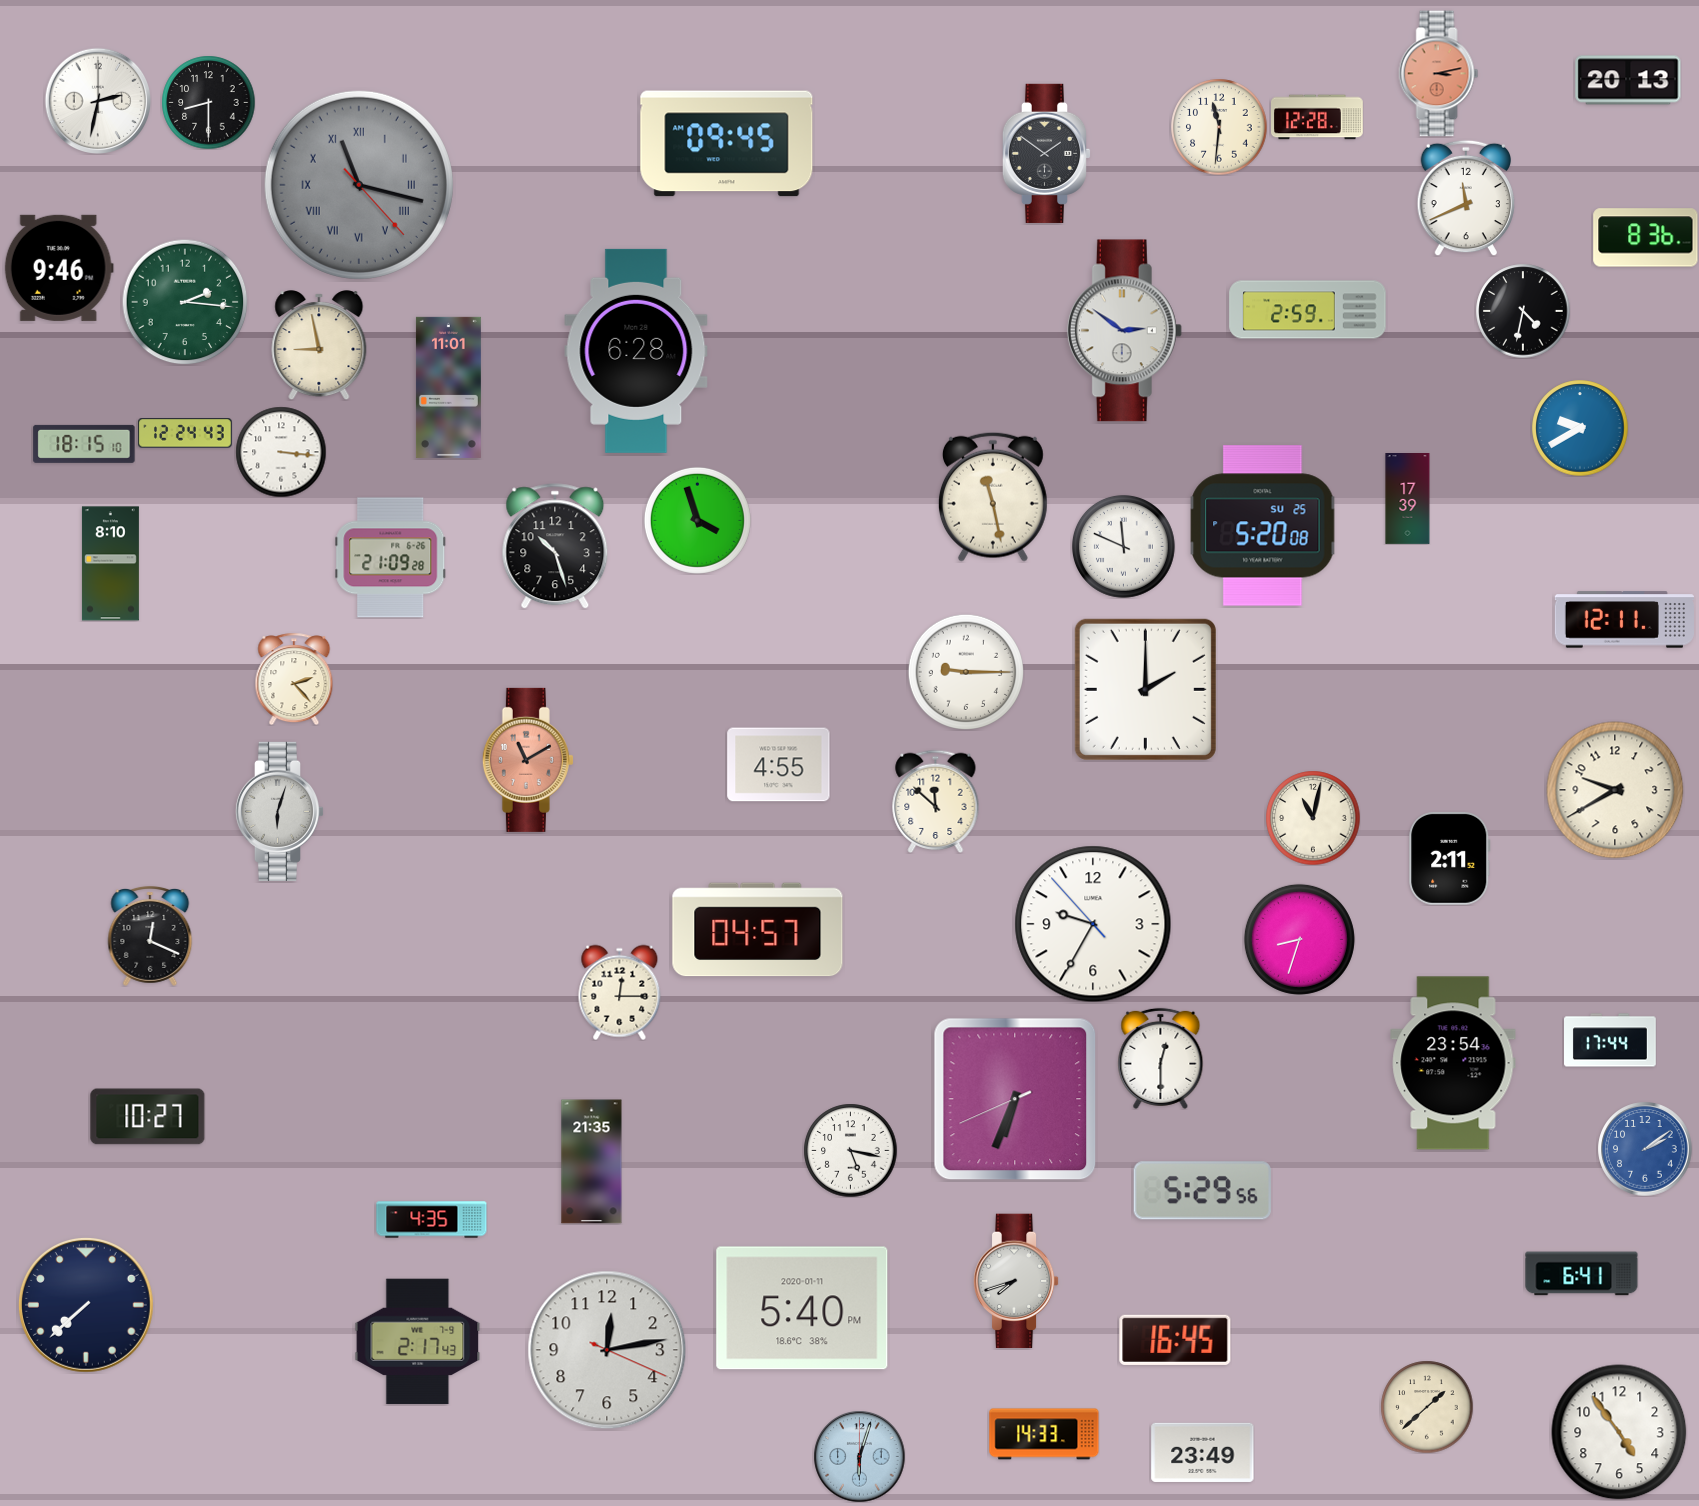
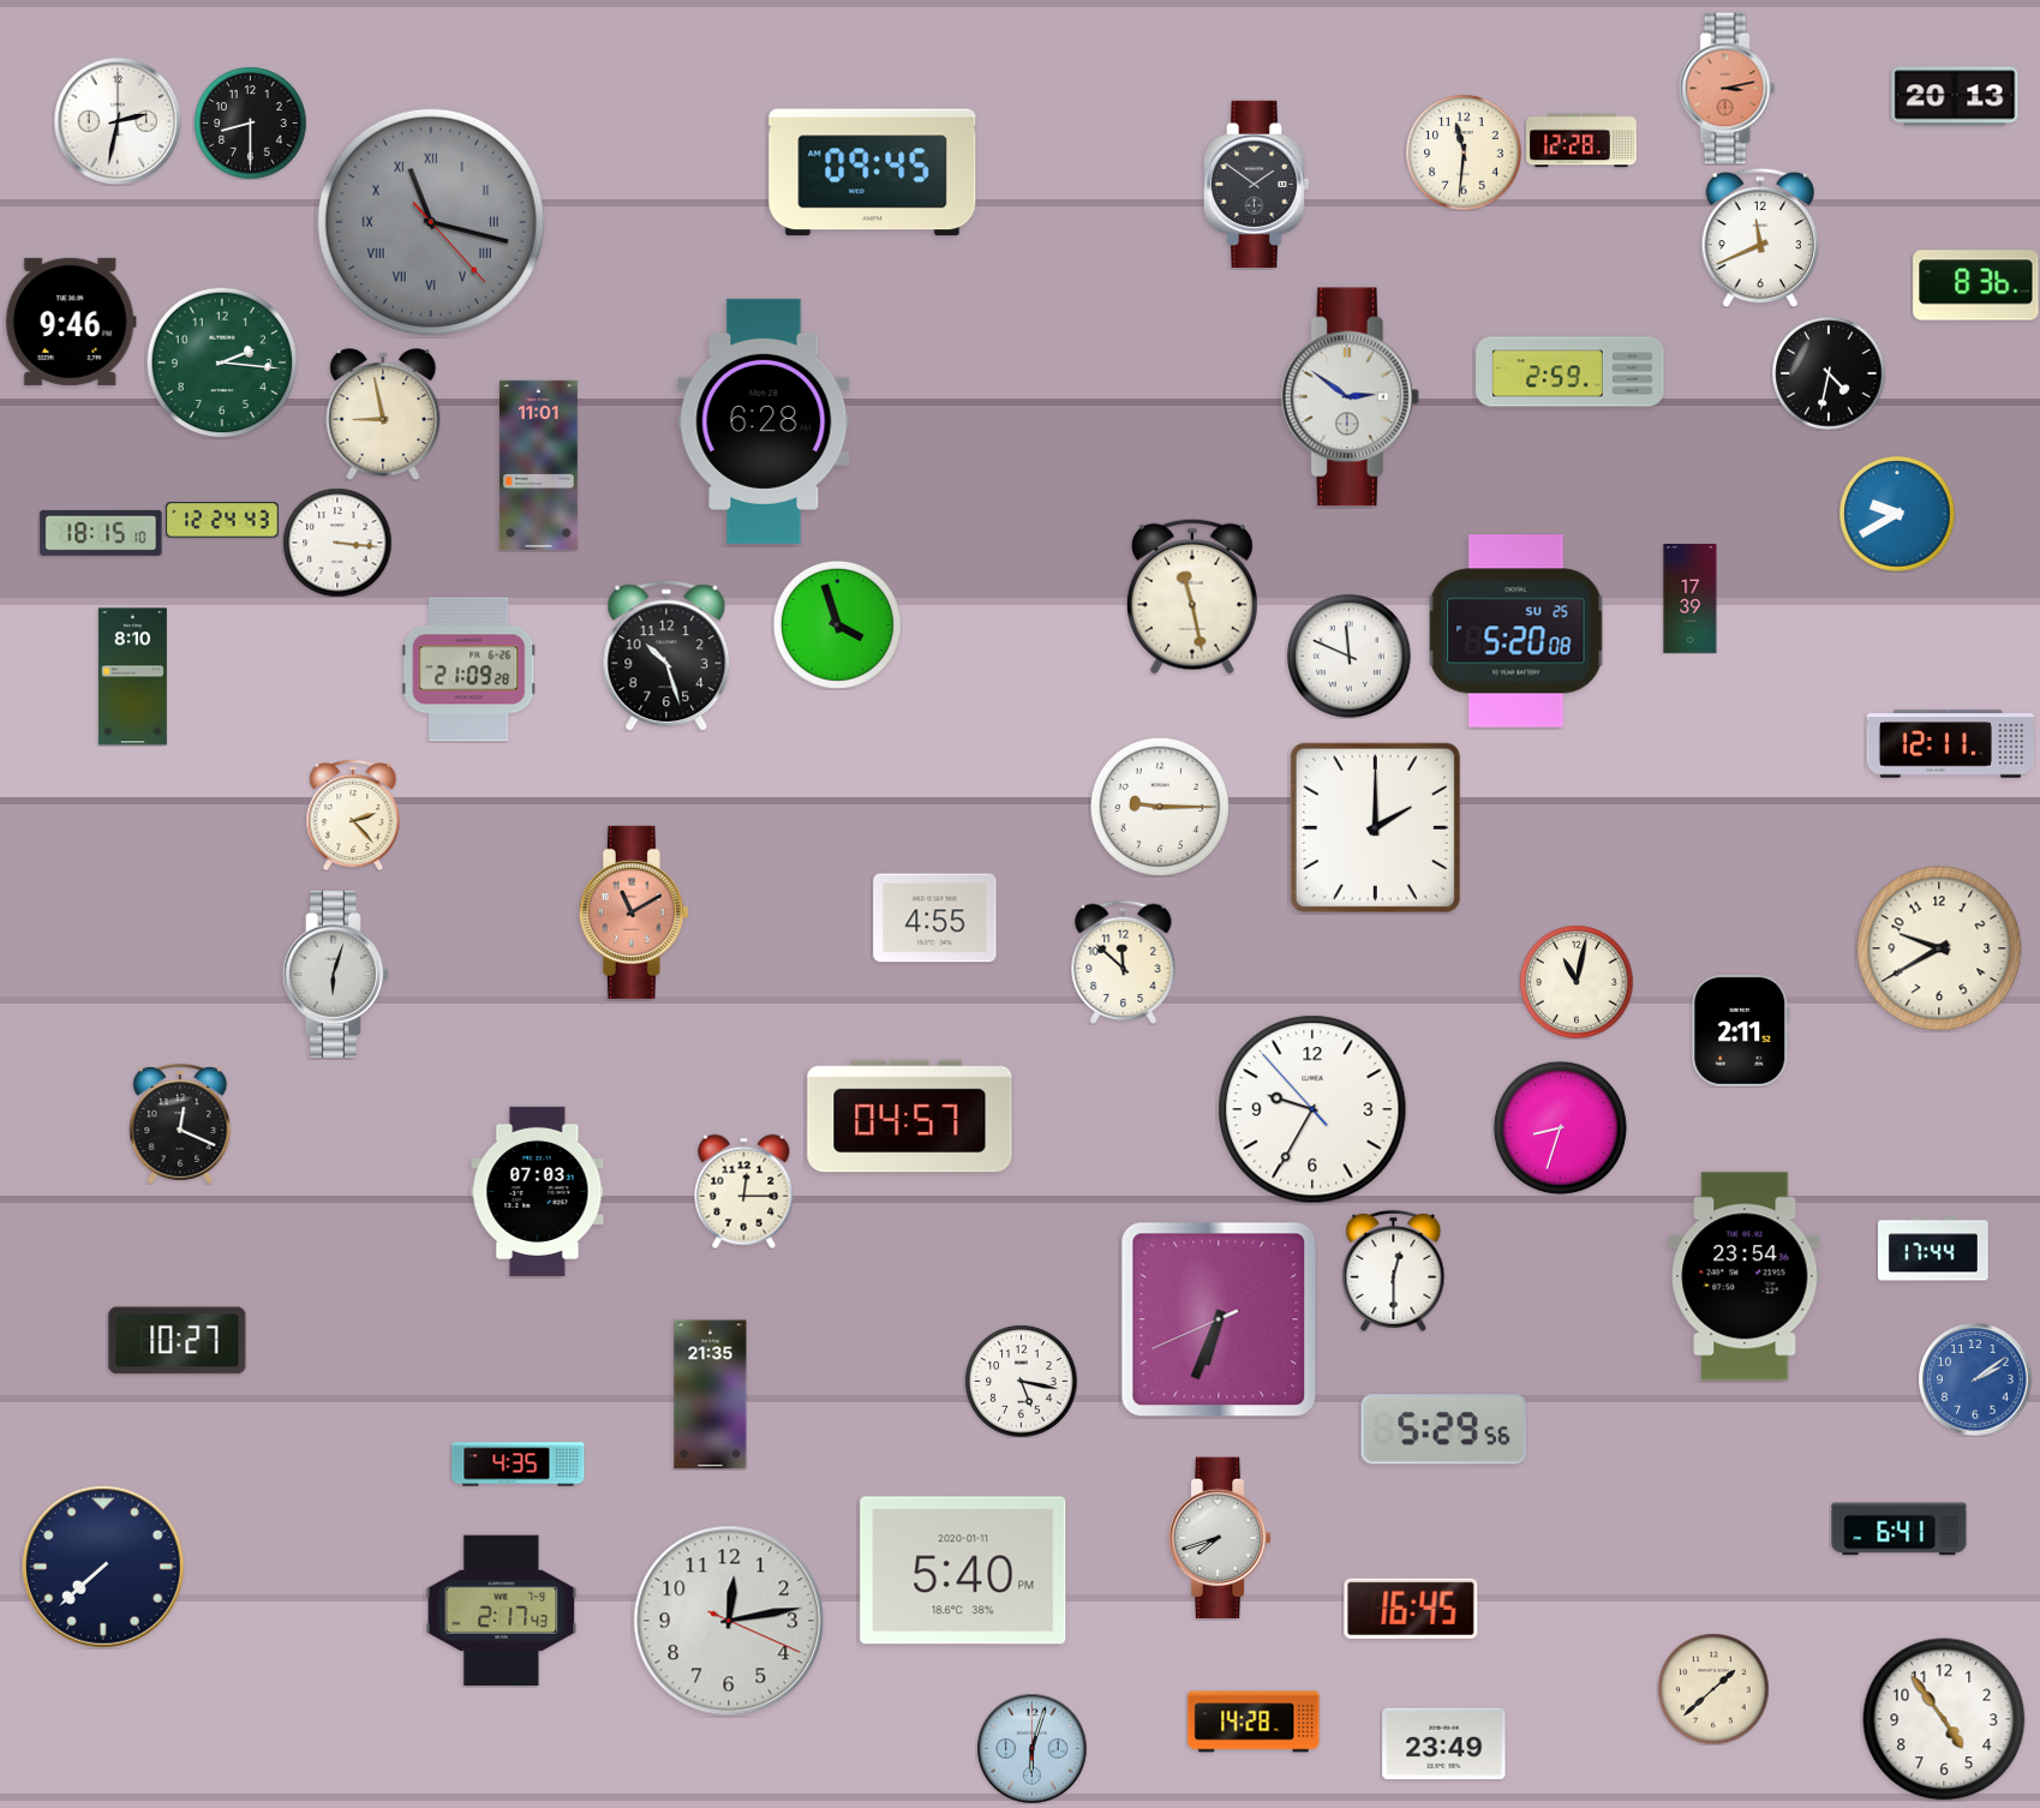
clock at (538, 1191): none -> 07:03
clock at (1044, 1434): 14:33 -> 14:28
